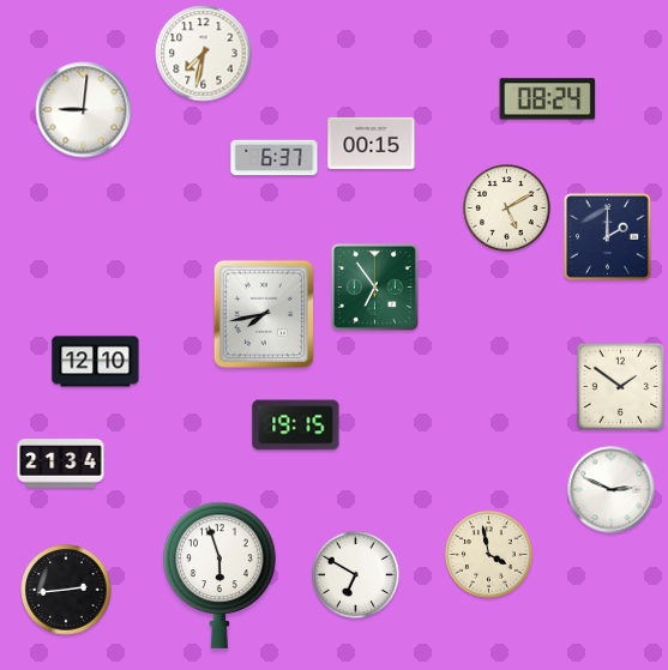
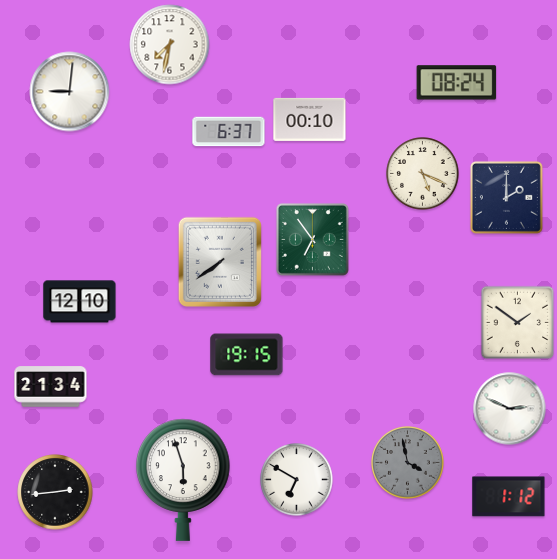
clock at (372, 143): 00:15 -> 00:10
clock at (507, 209): 5:10 -> 5:19
clock at (264, 314): 7:43 -> 7:39
clock at (489, 555) dial: cream -> grey
clock at (509, 497): none -> 1:12
